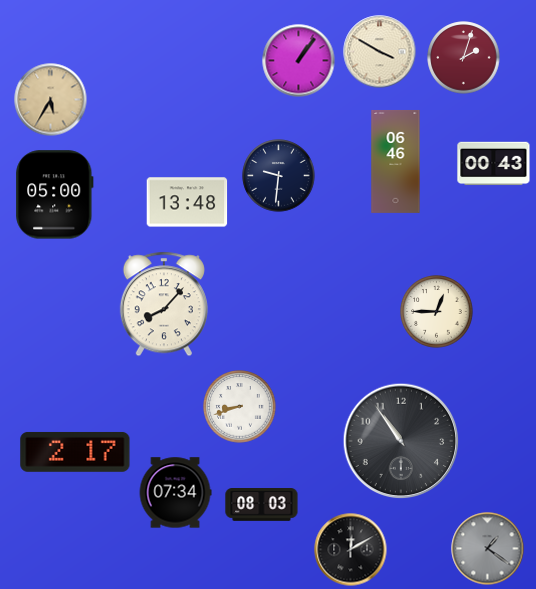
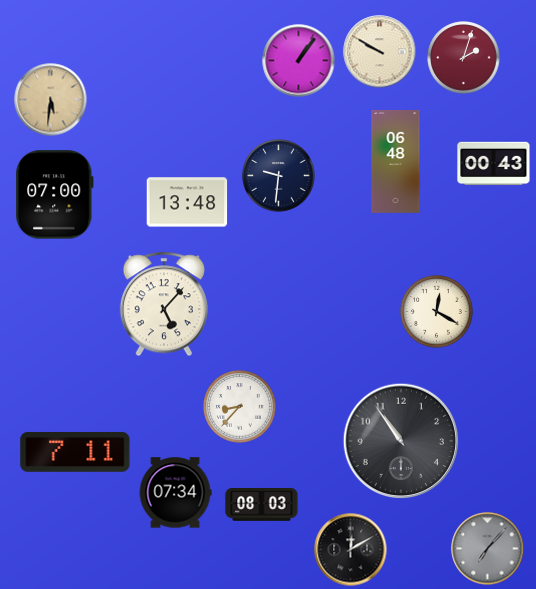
clock at (380, 52): 3:50 -> 9:50
clock at (51, 100): 5:35 -> 5:31
clock at (396, 161): 06:46 -> 06:48
clock at (55, 195): 05:00 -> 07:00
clock at (164, 304): 8:07 -> 5:07
clock at (437, 312): 12:45 -> 12:20
clock at (240, 407): 8:42 -> 8:37
clock at (75, 452): 2:17 -> 7:11
clock at (488, 549): 1:21 -> 7:07
